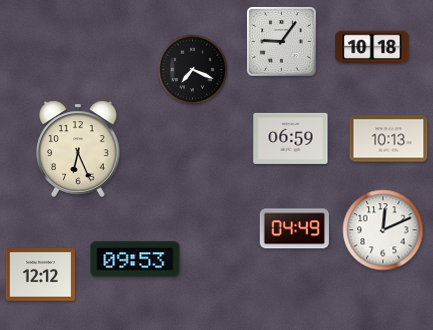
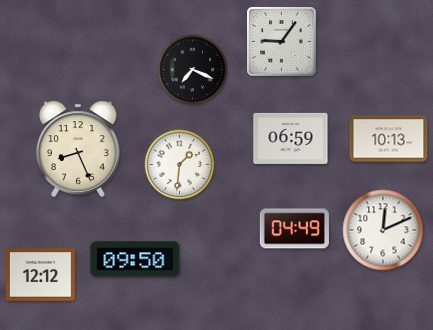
clock at (372, 47): 10:18 -> none
clock at (79, 149): 6:26 -> 8:26
clock at (180, 165): none -> 1:31
clock at (135, 259): 09:53 -> 09:50
